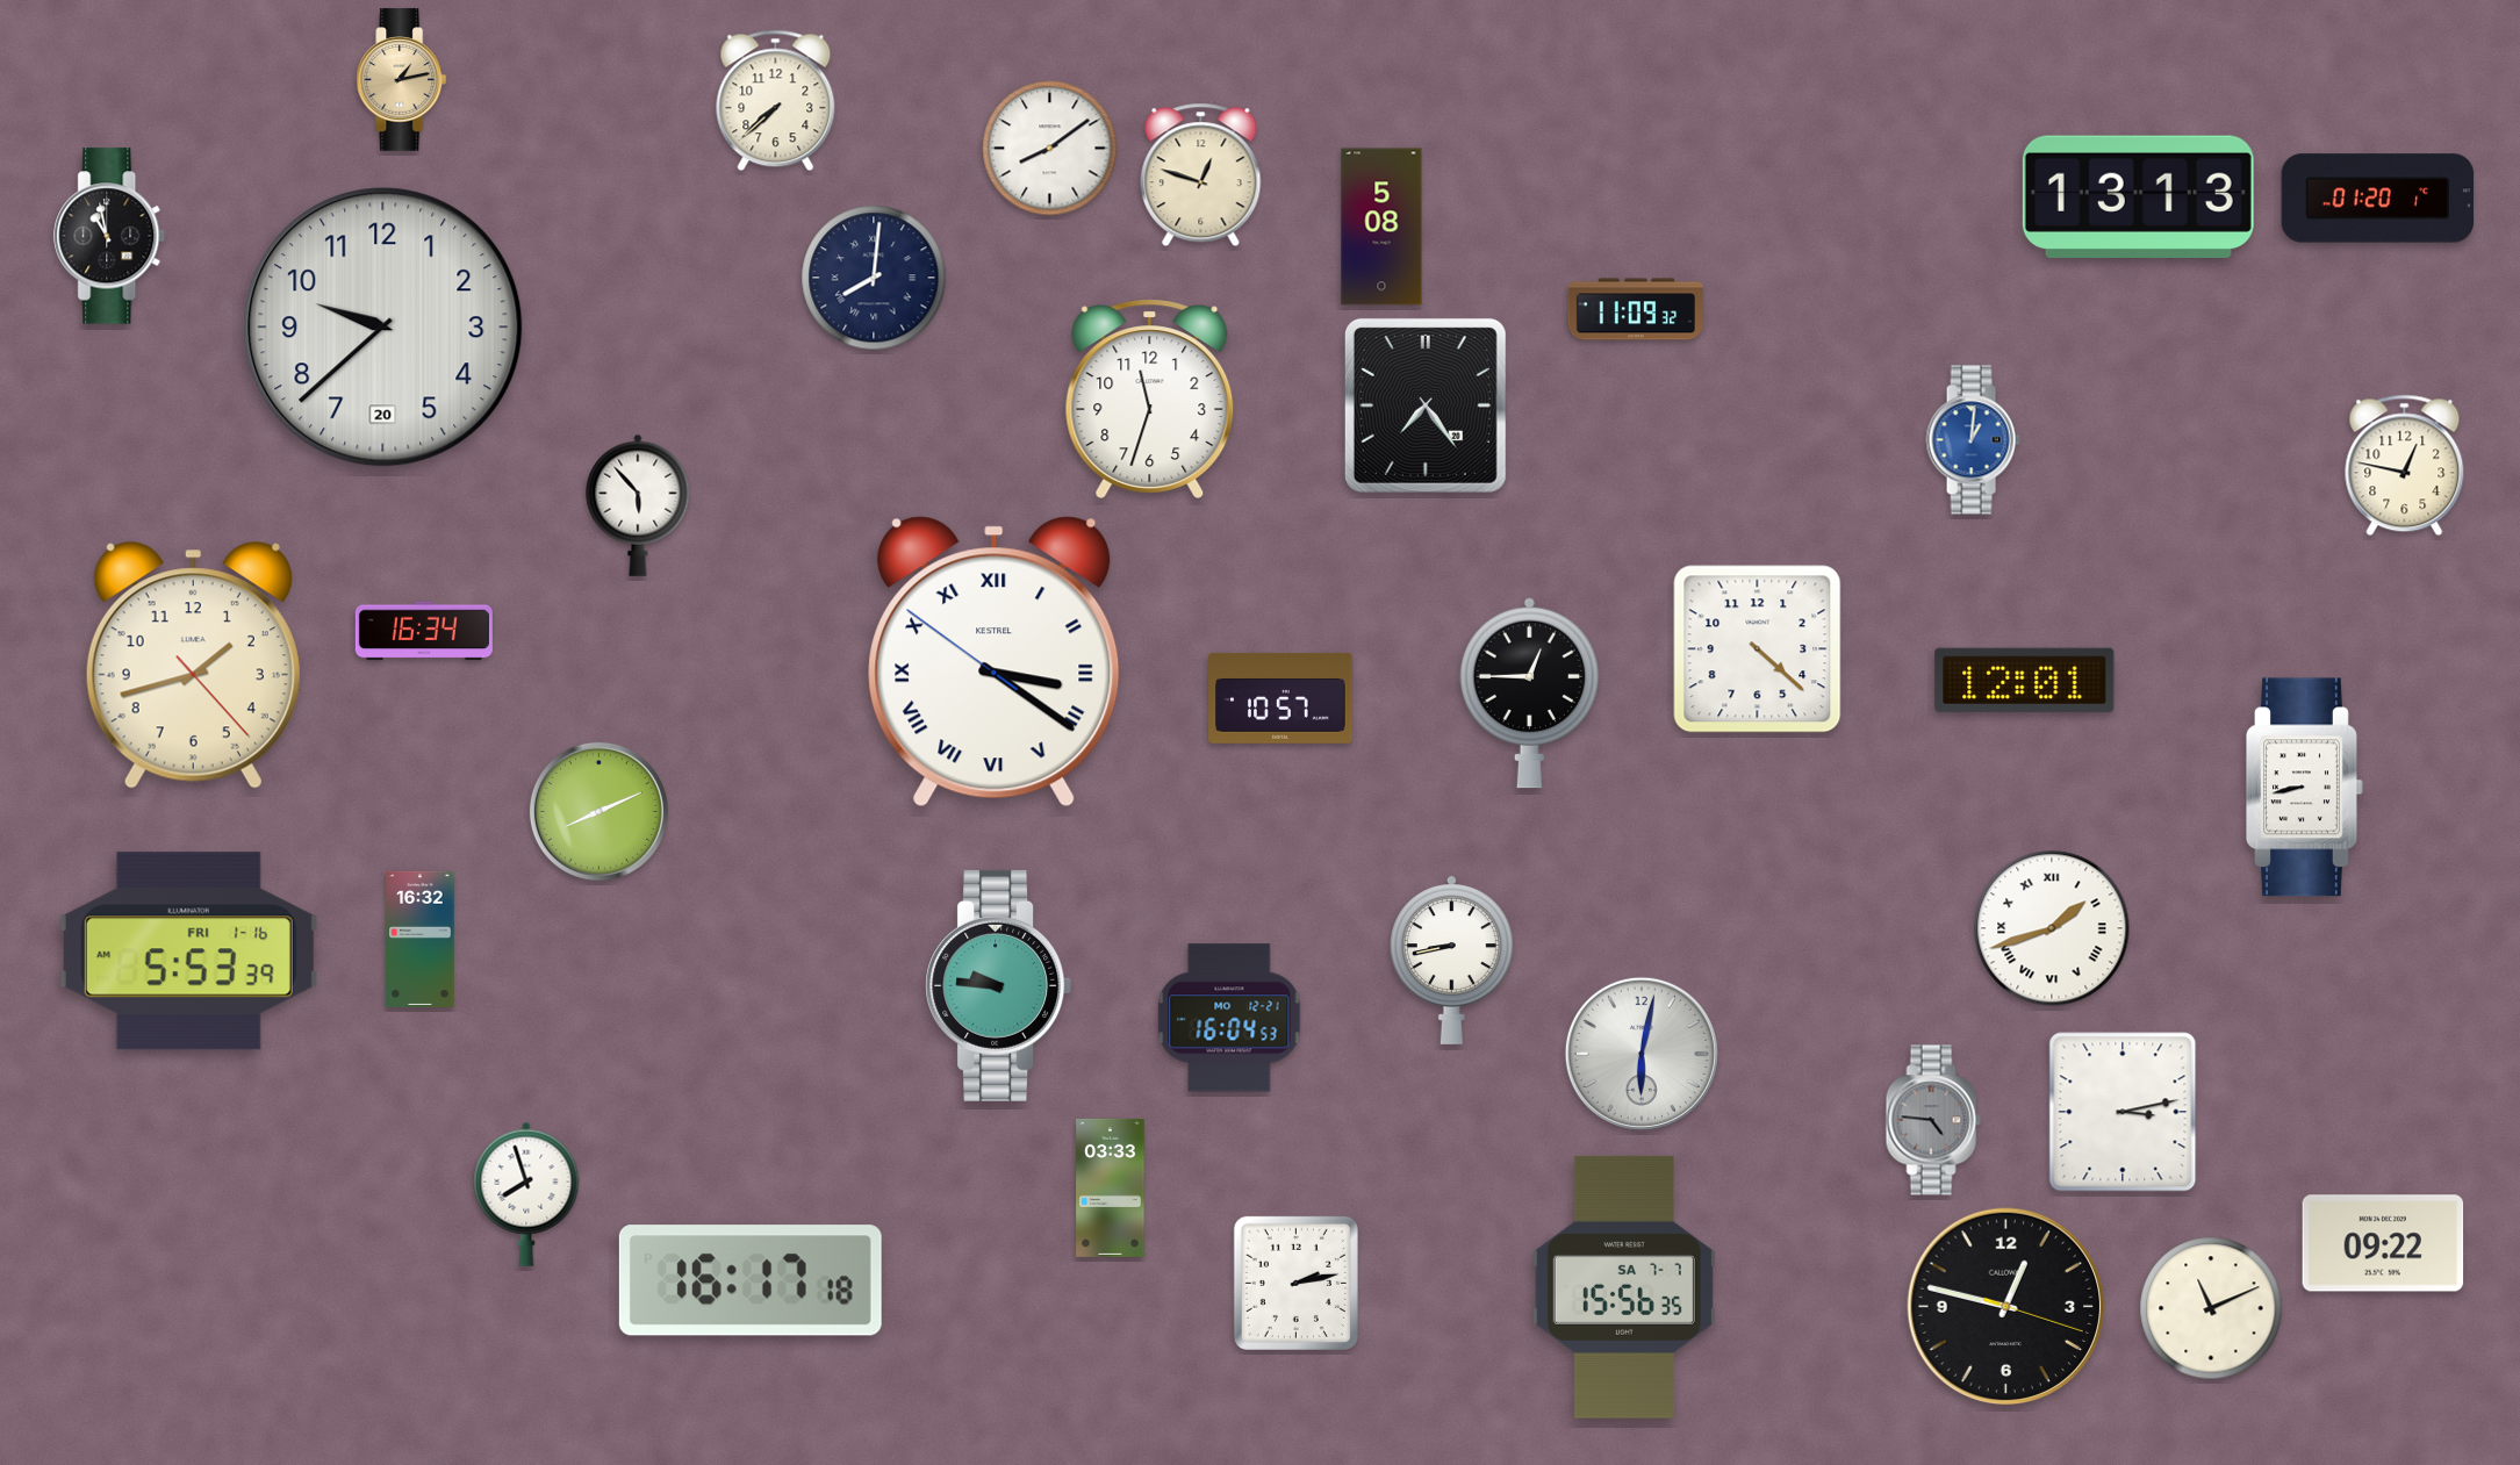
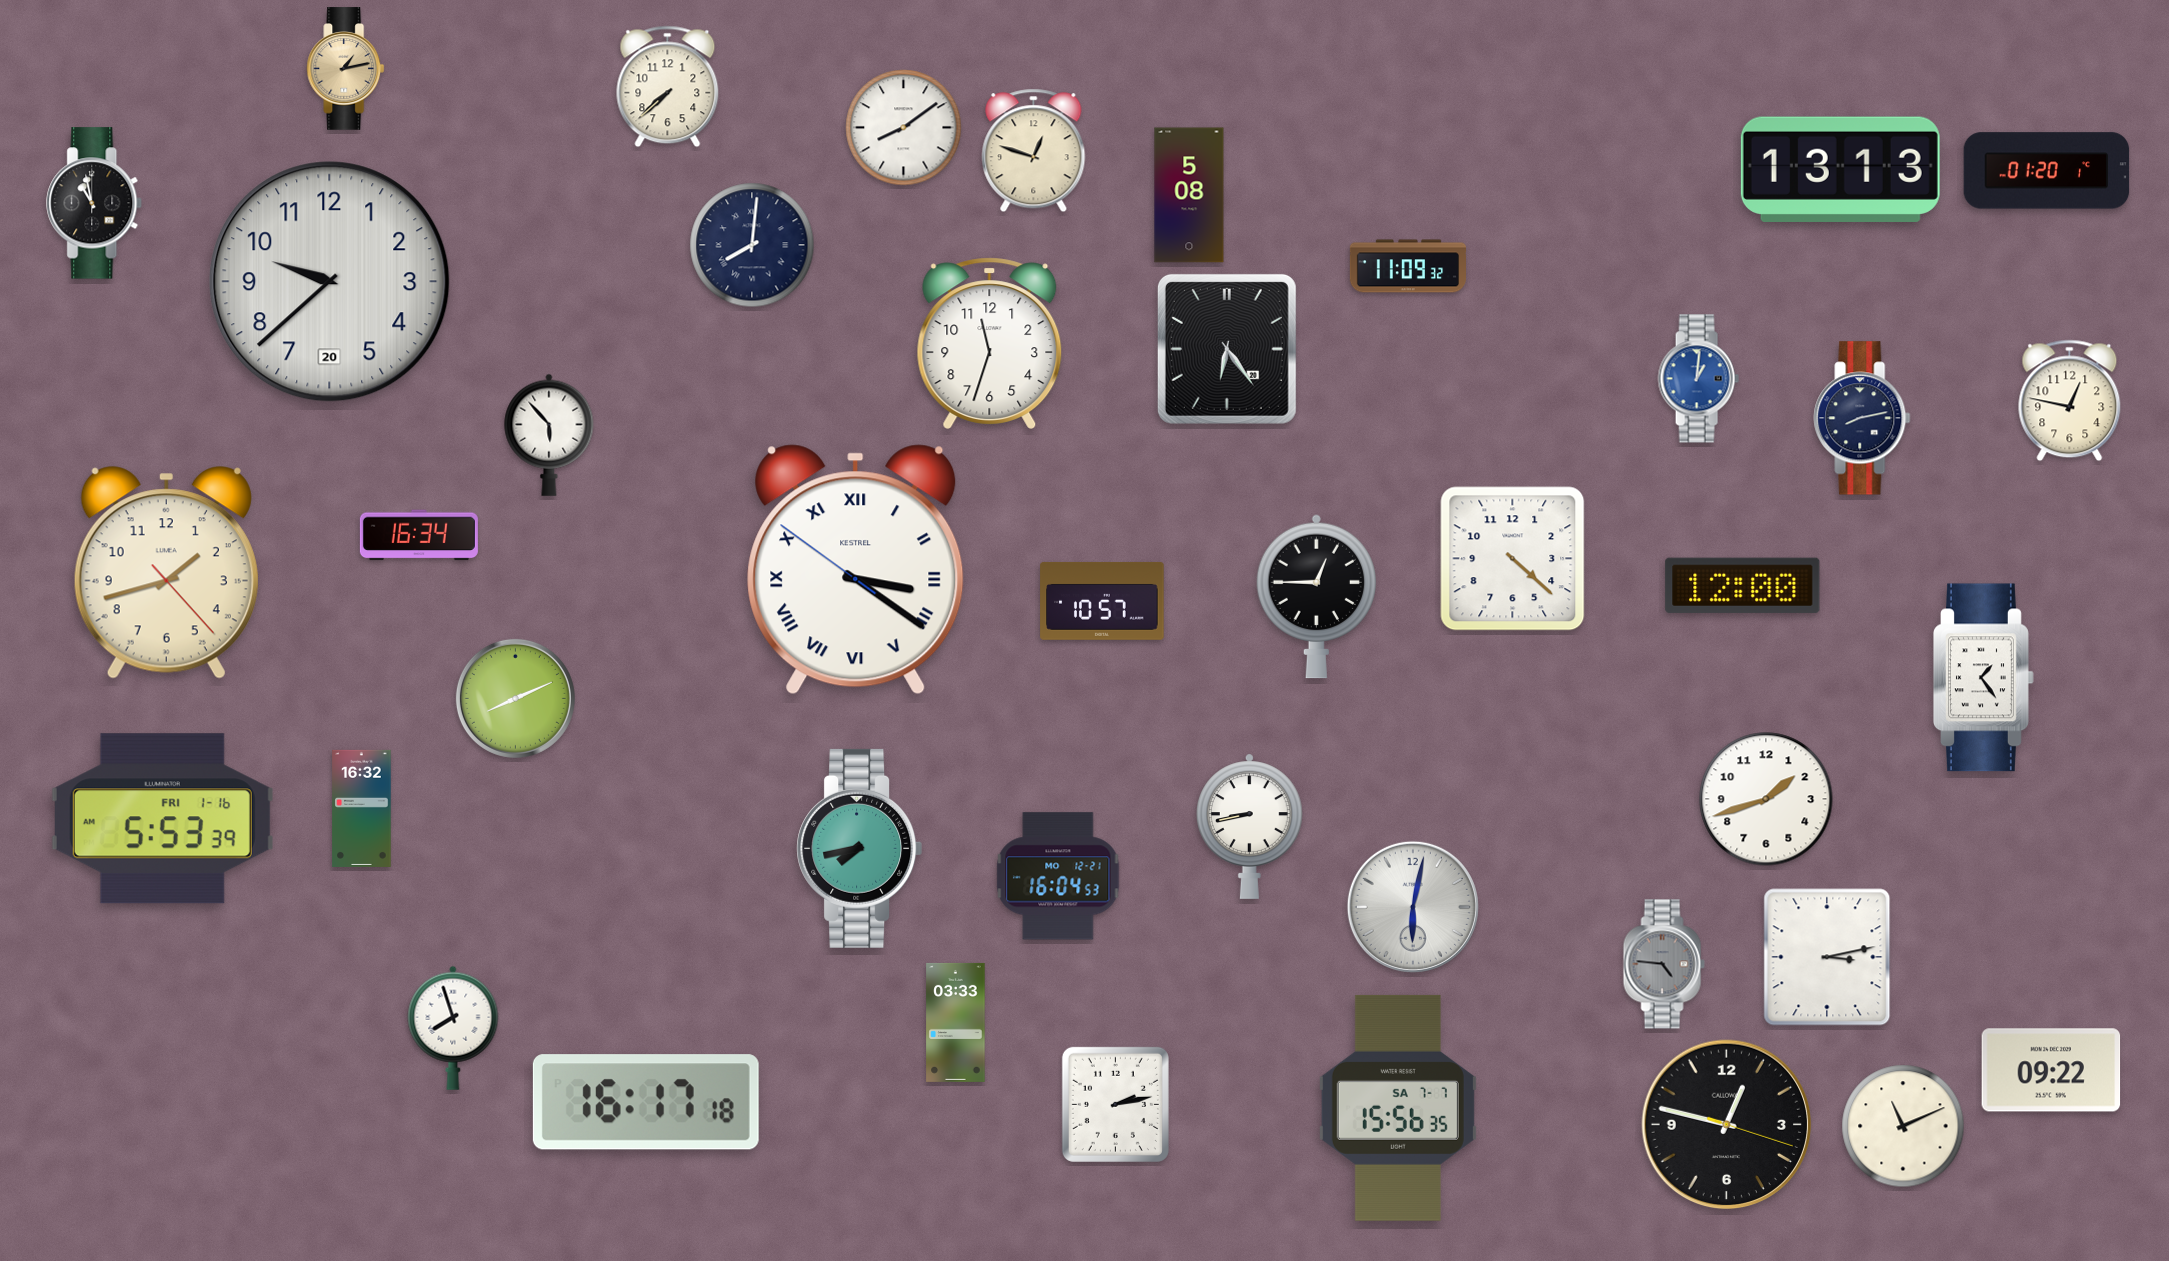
clock at (874, 278) position: (874, 278) -> (752, 245)
clock at (1426, 405): 7:24 -> 6:24
clock at (1862, 418): none -> 8:13
clock at (424, 631) position: (424, 631) -> (419, 535)
clock at (2025, 680): 12:01 -> 12:00
clock at (2305, 788): 8:43 -> 1:24
clock at (2052, 928) numerals: Roman -> Arabic
clock at (999, 985): 9:46 -> 7:43
